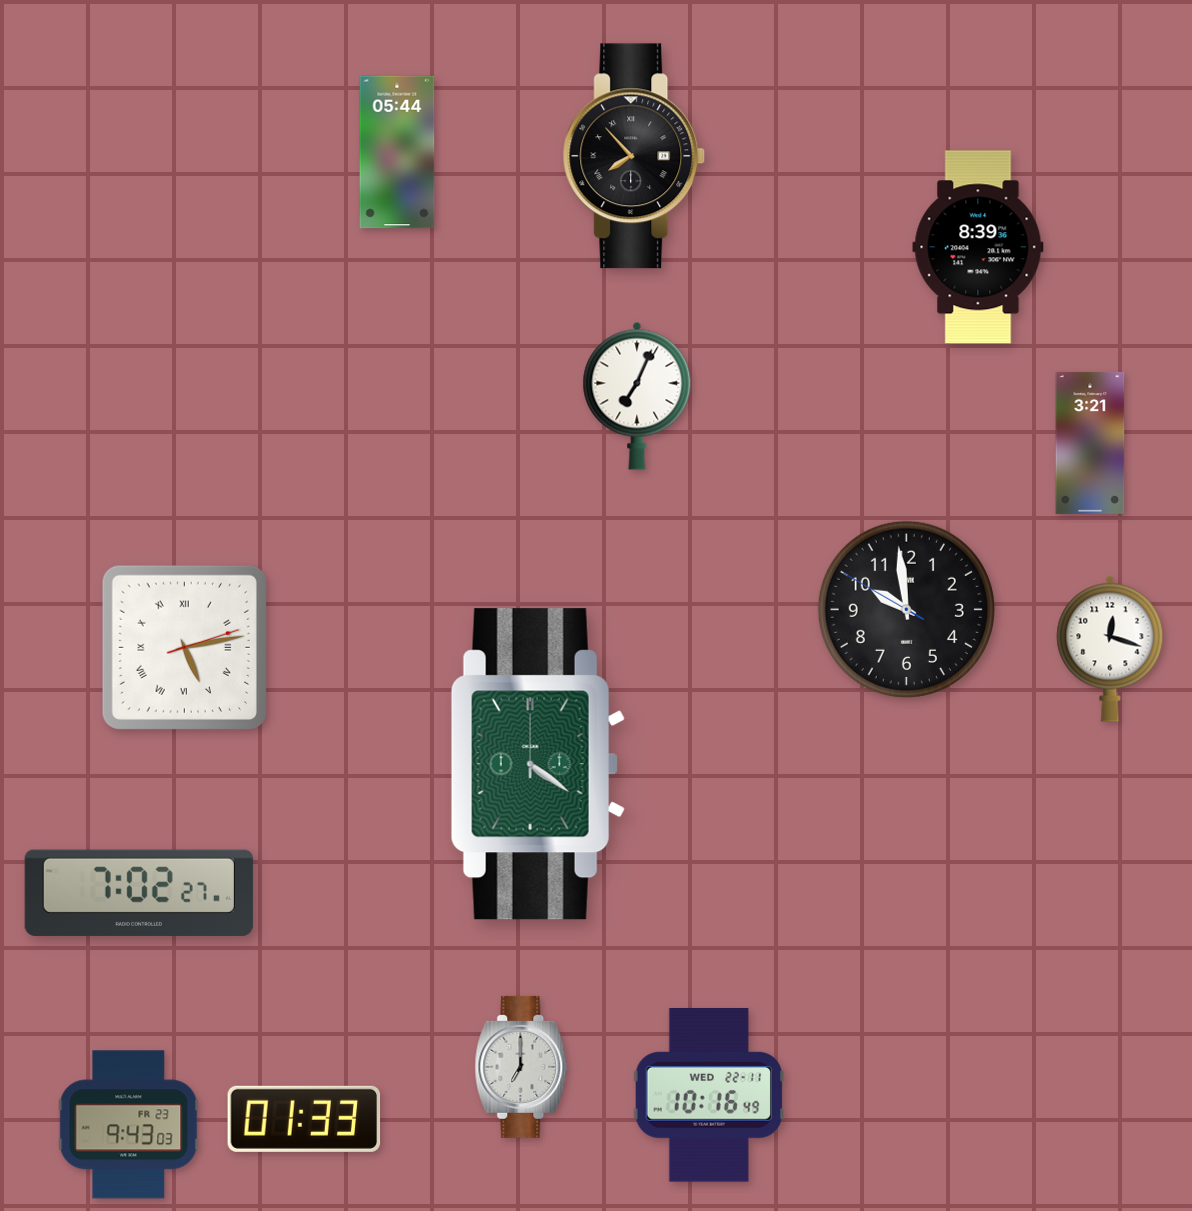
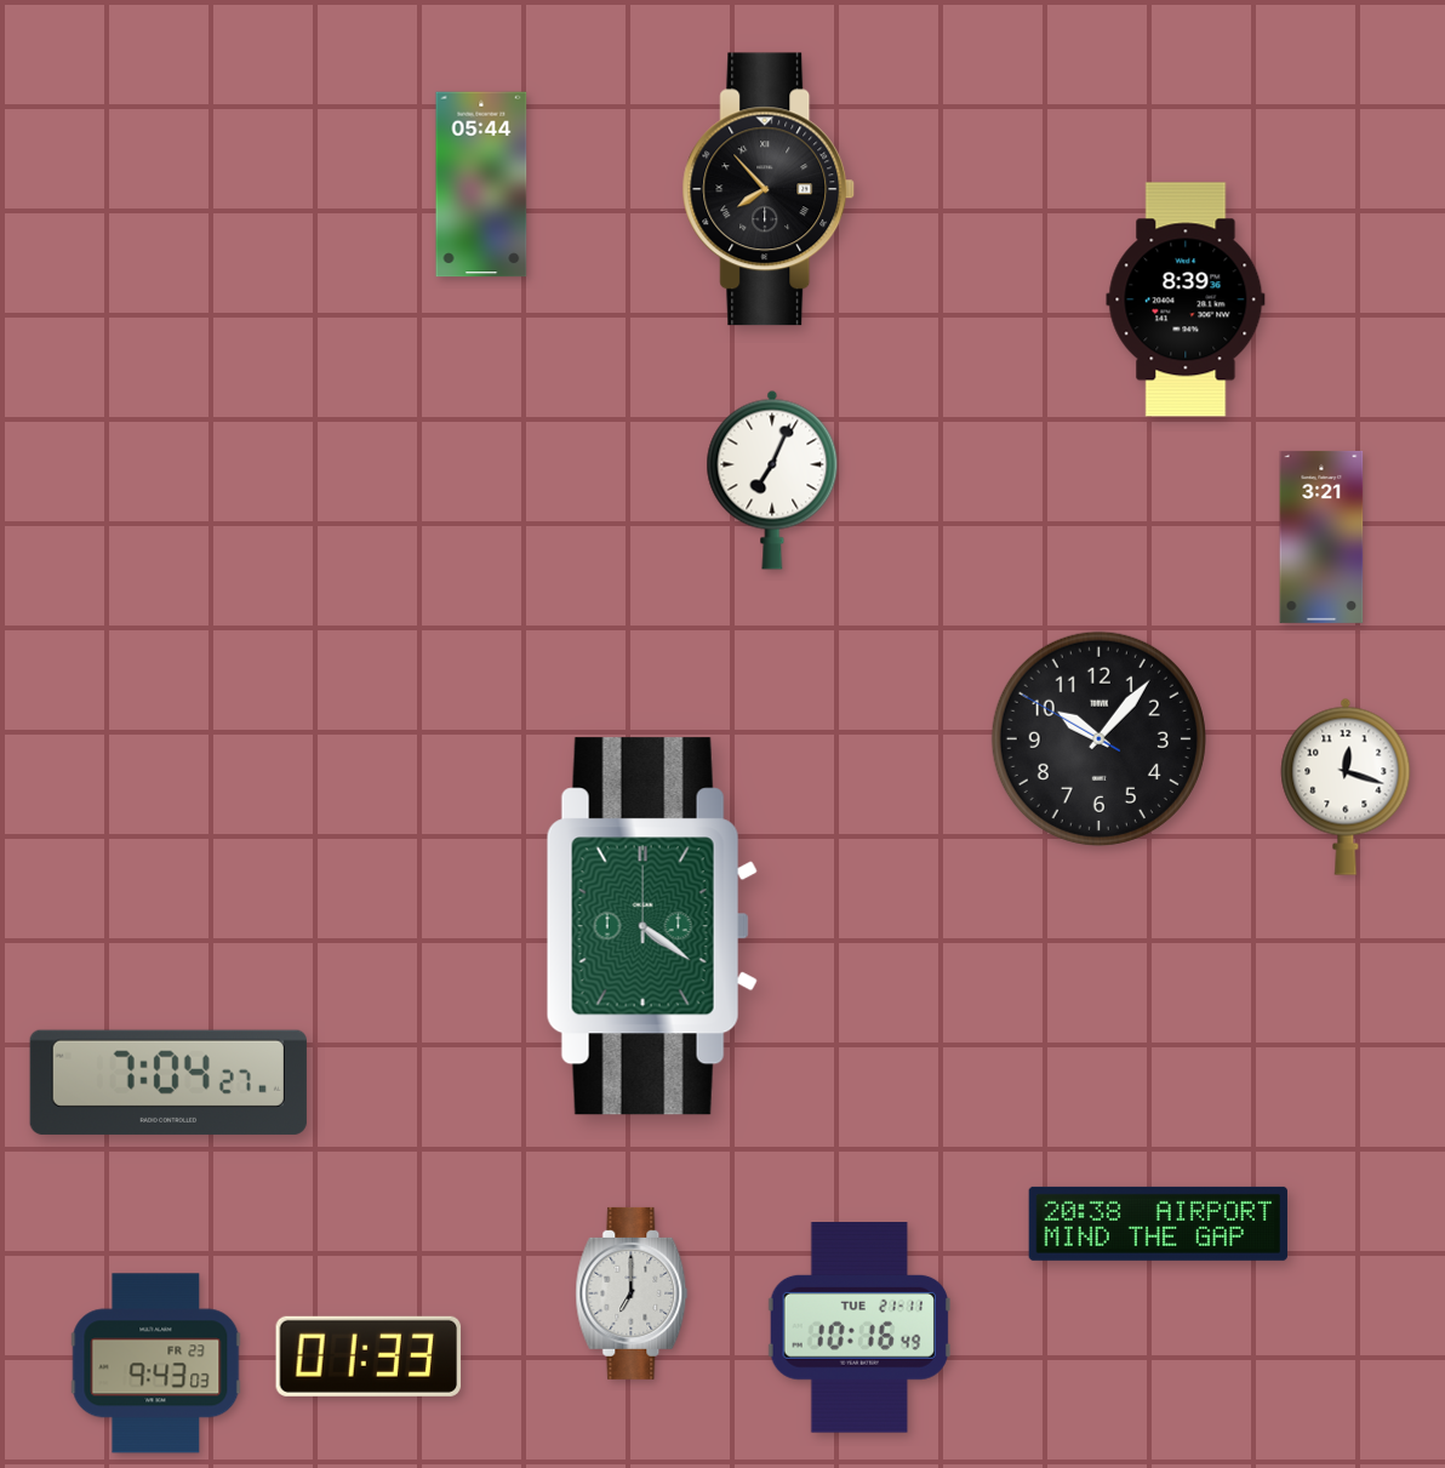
clock at (906, 609): 9:58 -> 10:06
clock at (184, 647): 5:13 -> none
clock at (139, 893): 7:02 -> 7:04
clock at (1158, 1223): none -> 20:38
clock at (709, 1096) date: WED 22-11 -> TUE 21-11
